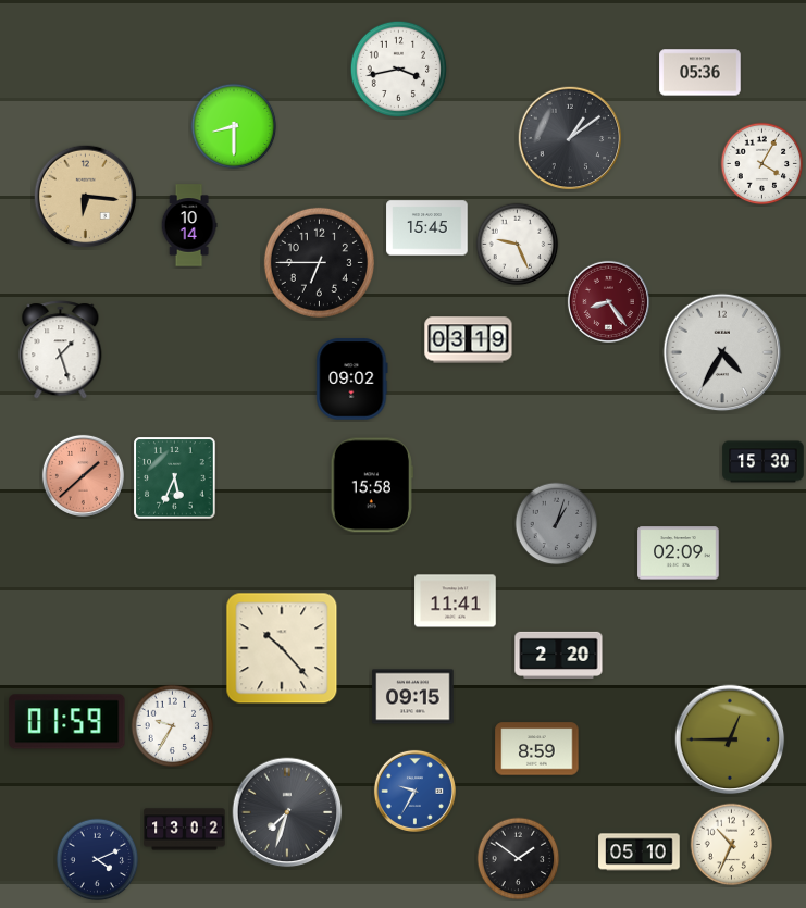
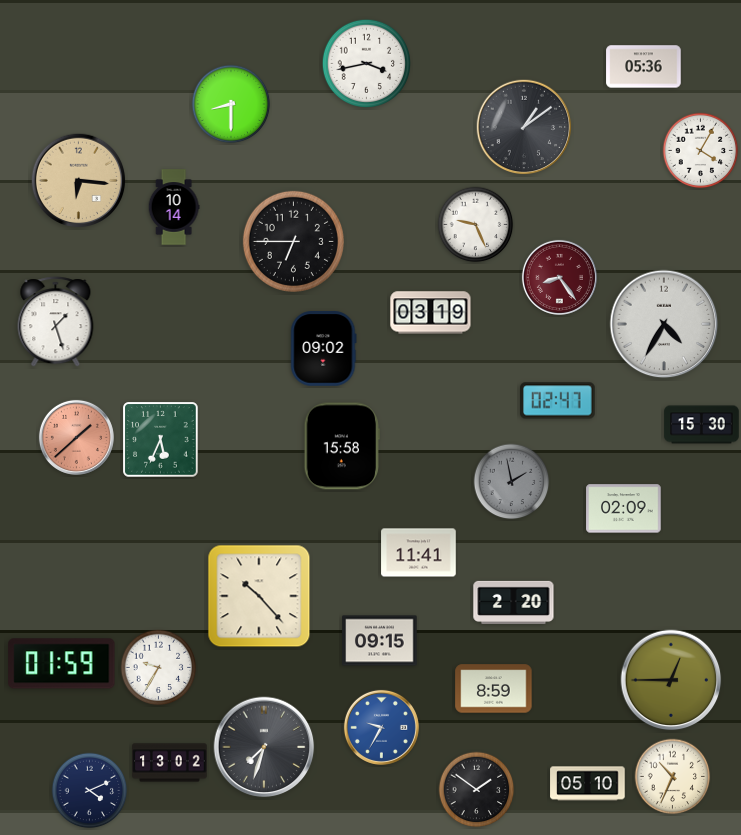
clock at (234, 126) position: (234, 126) -> (231, 104)
clock at (427, 228): 15:45 -> none
clock at (558, 401): none -> 02:47
clock at (557, 524): 1:03 -> 1:58
